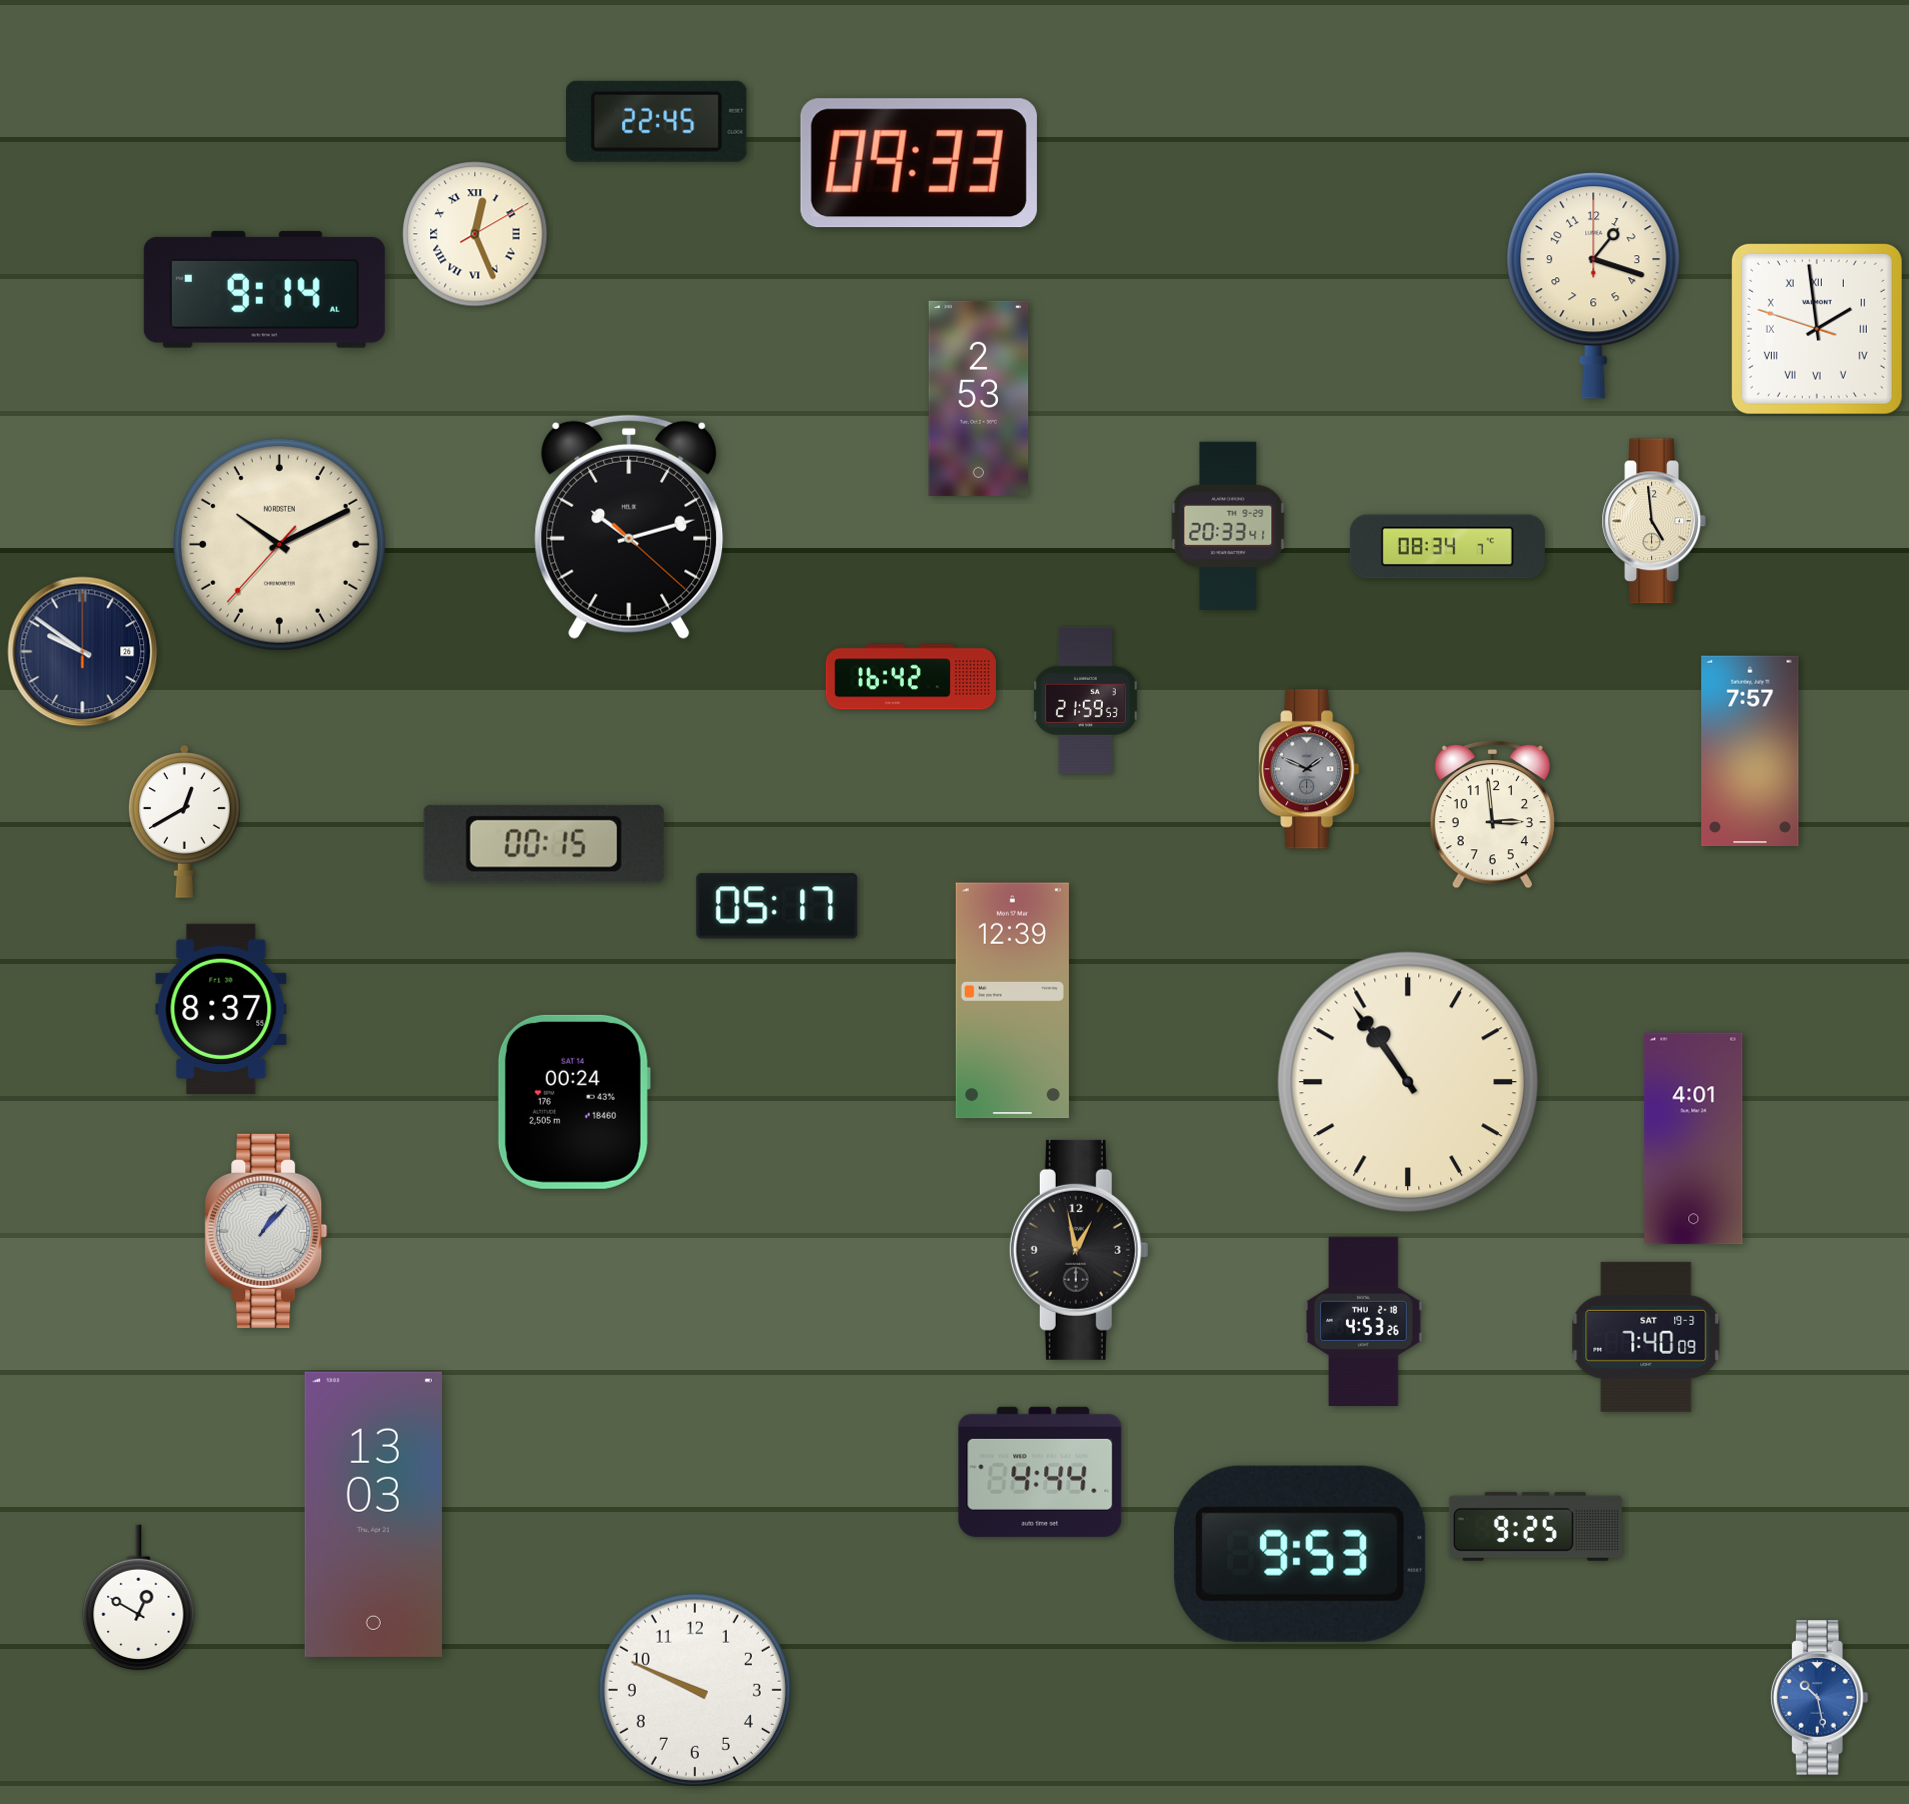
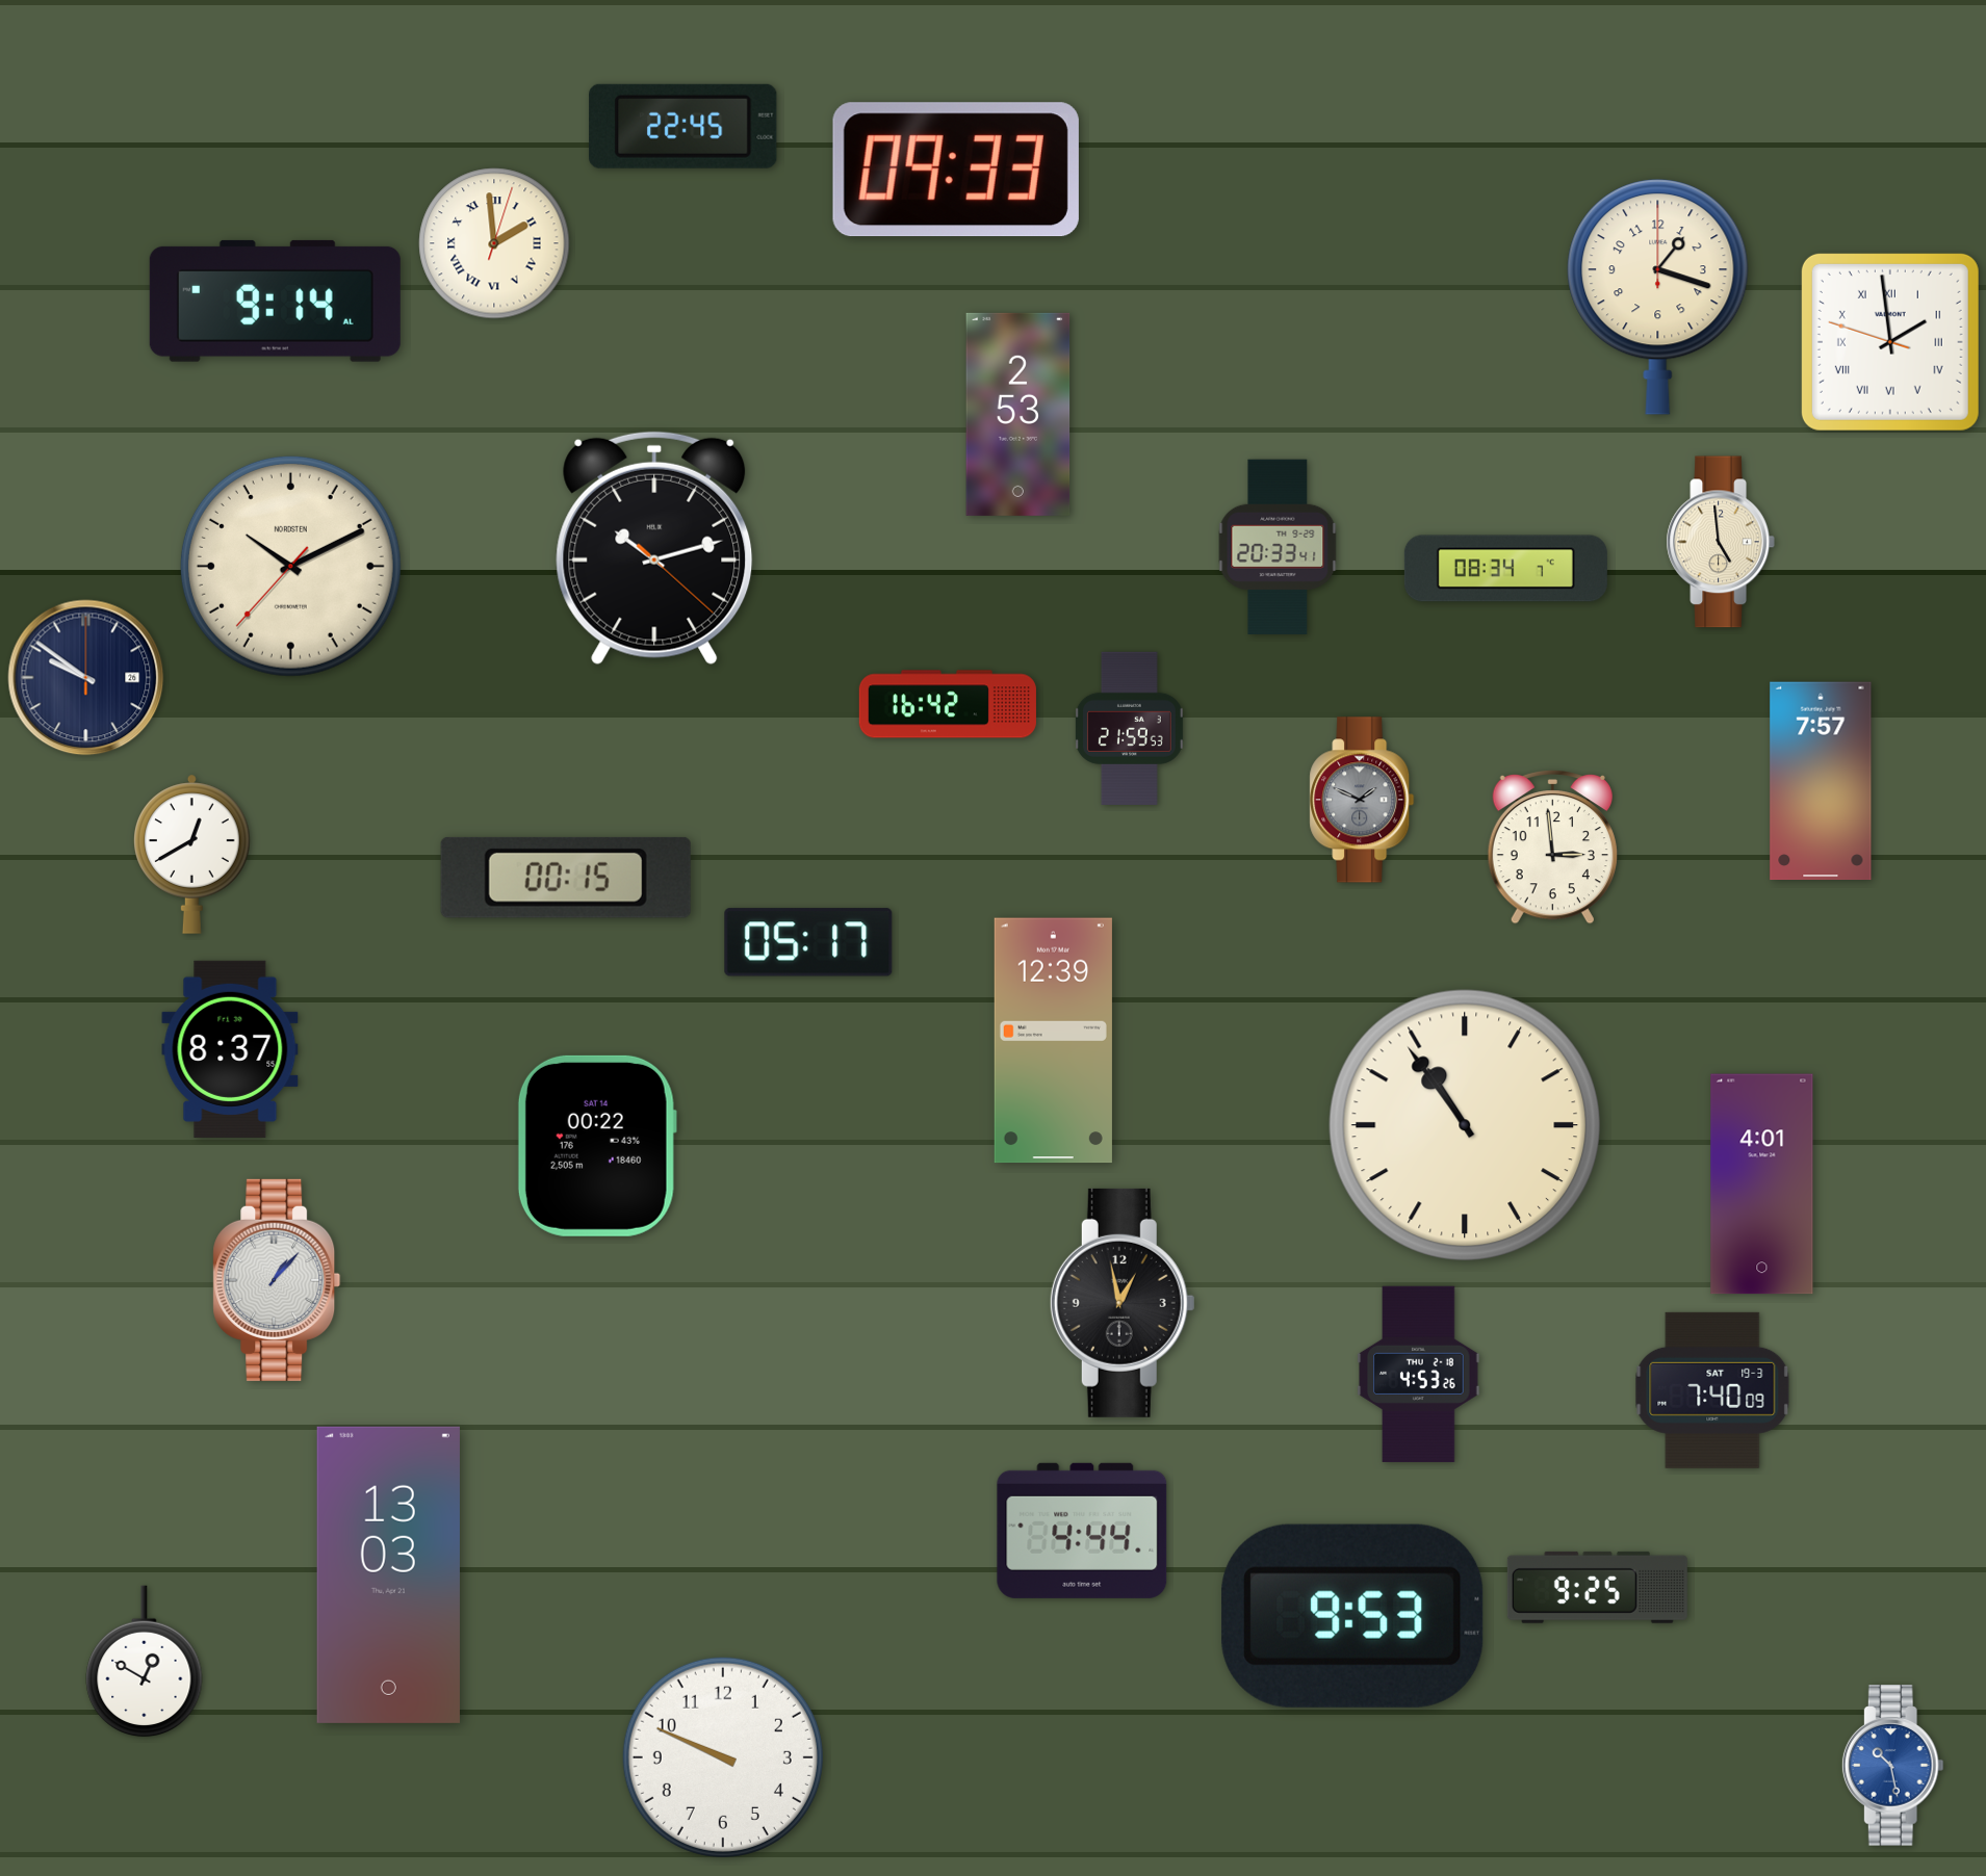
clock at (475, 234): 12:26 -> 1:59
clock at (574, 1102): 00:24 -> 00:22
clock at (1079, 1250) position: (1079, 1250) -> (1123, 1303)
